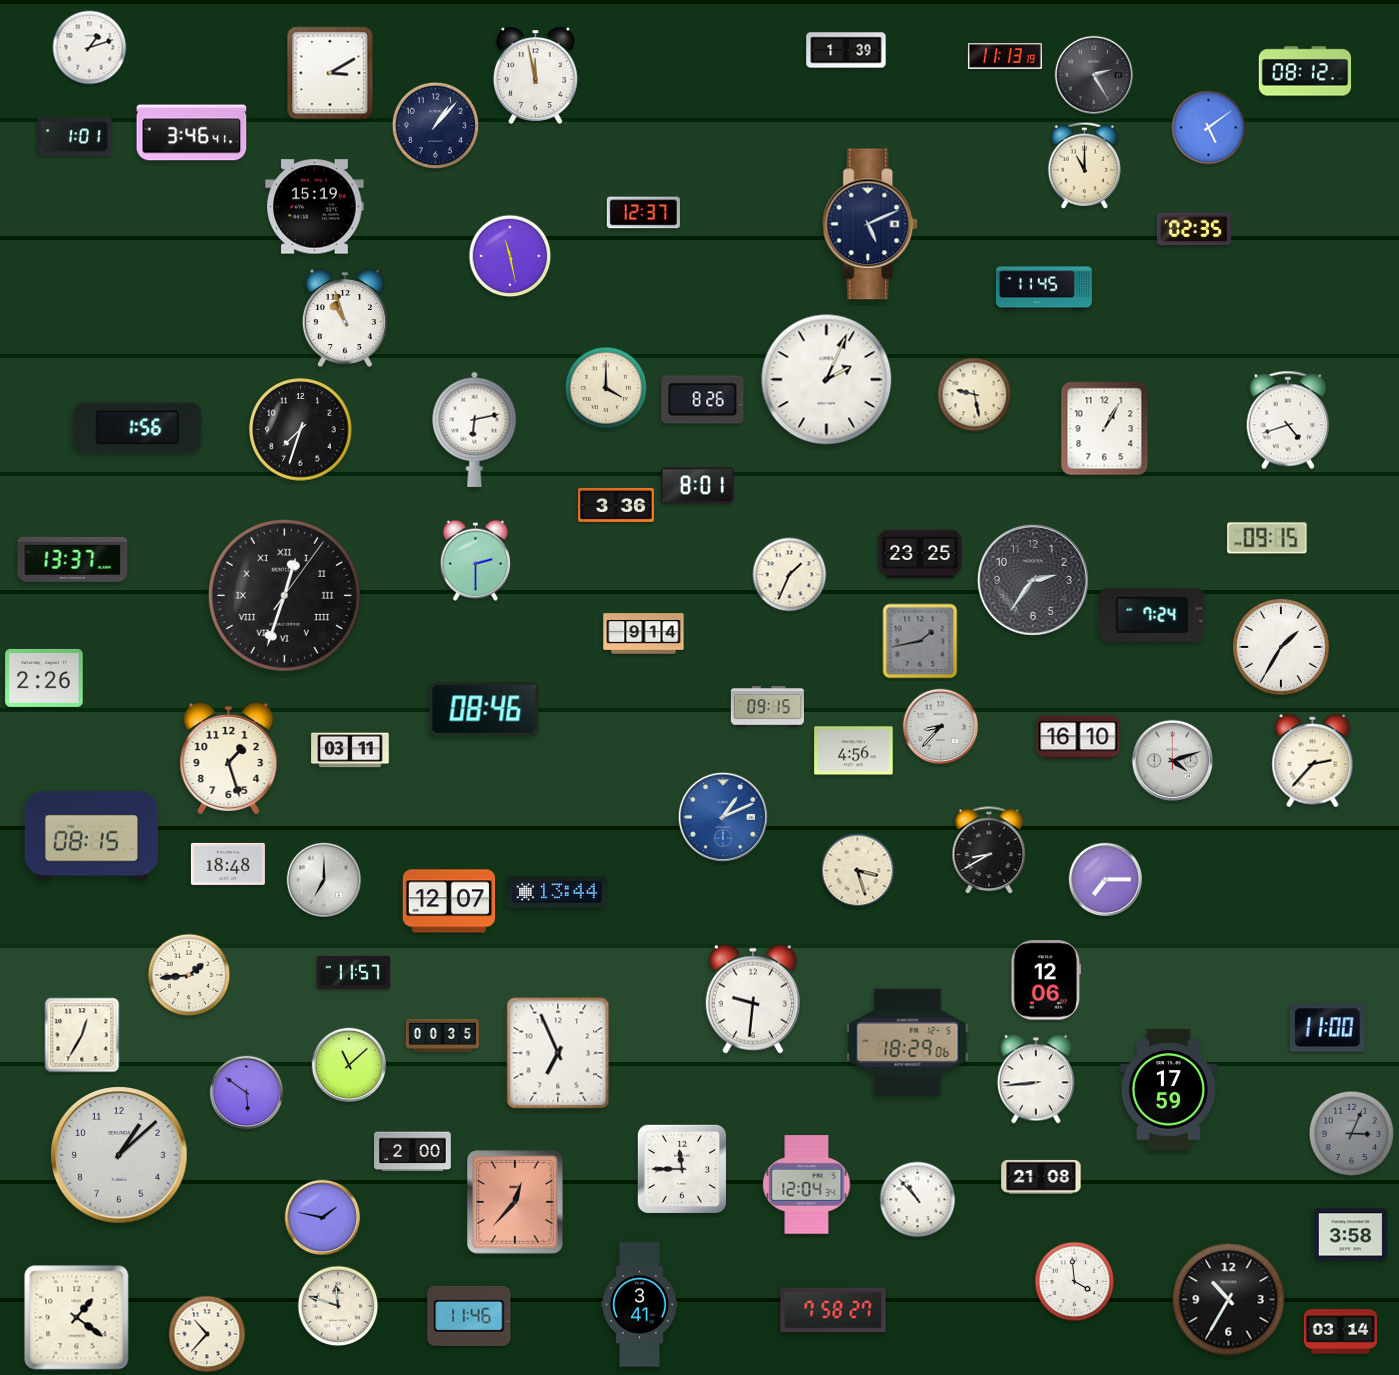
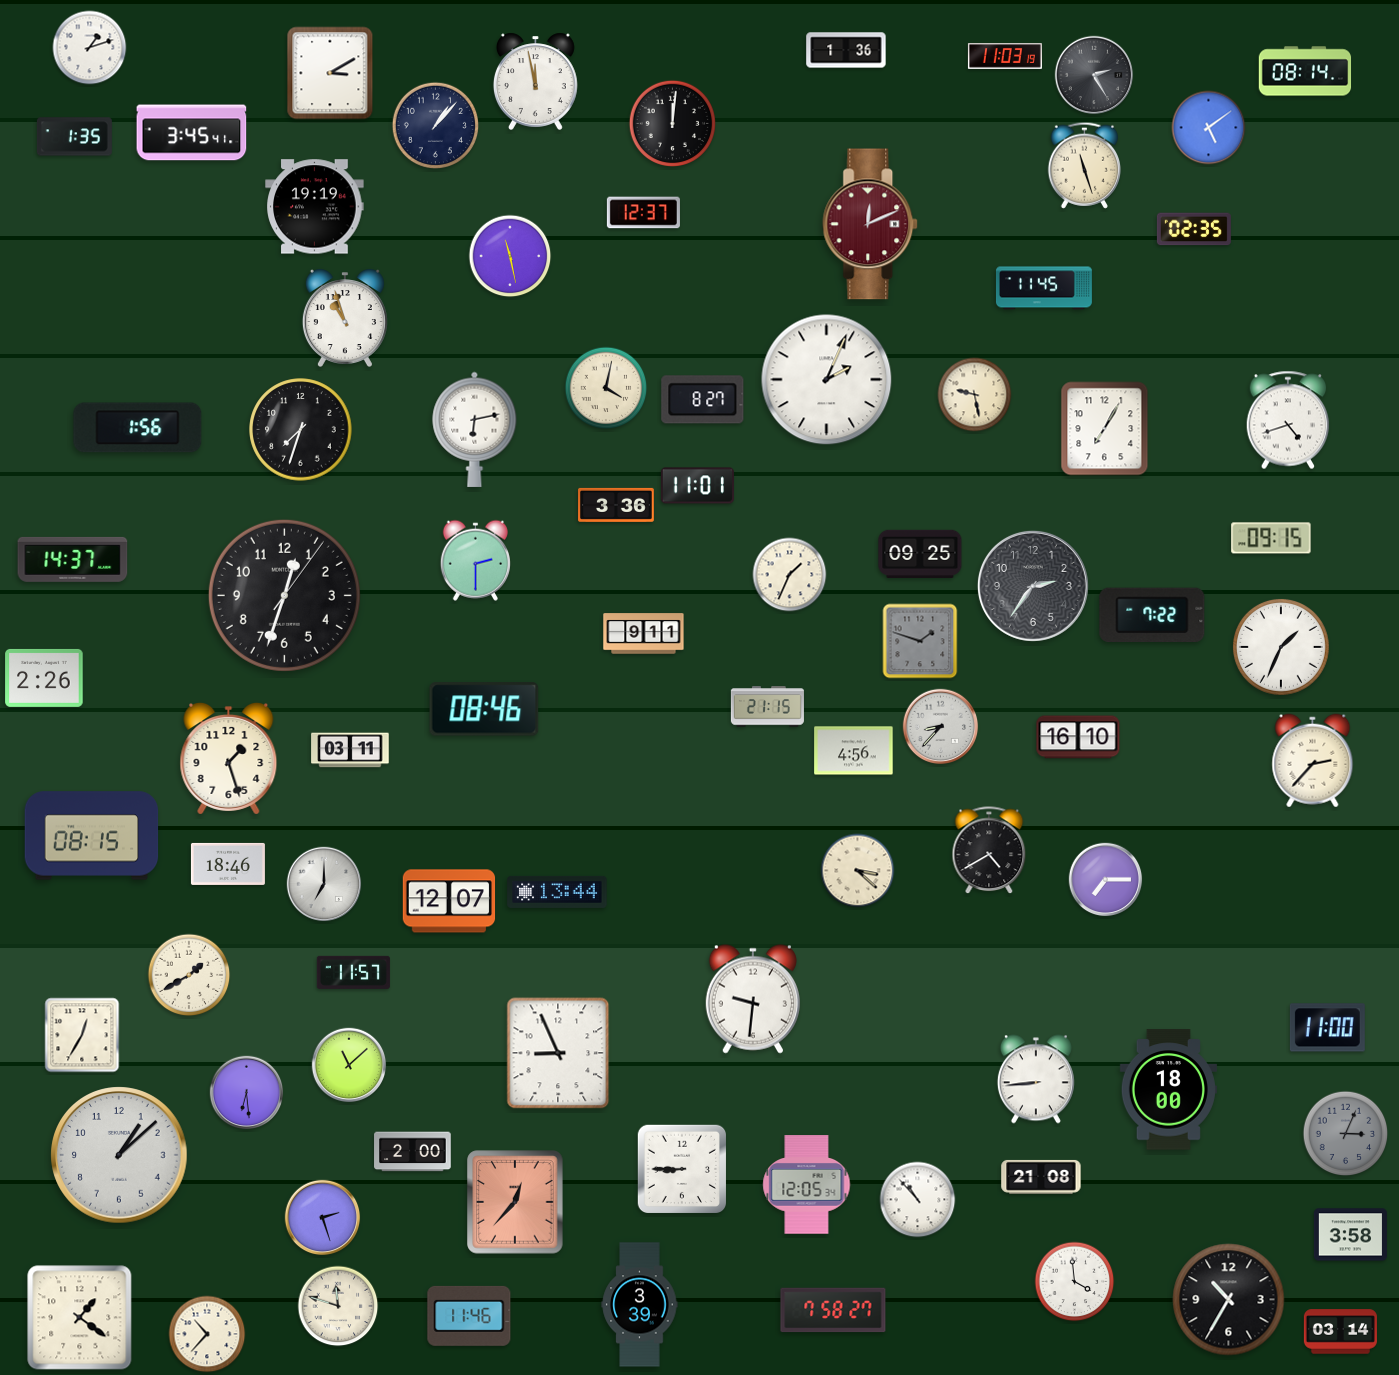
clock at (846, 50): 1:39 -> 1:36
clock at (1005, 56): 11:13 -> 11:03
clock at (1305, 71): 08:12 -> 08:14
clock at (535, 75) position: (535, 75) -> (535, 81)
clock at (672, 123): none -> 12:01
clock at (192, 133): 3:46 -> 3:45
clock at (74, 137): 1:01 -> 1:35
clock at (1084, 165): 11:00 -> 11:27
clock at (315, 207): 15:19 -> 19:19
clock at (871, 224): 5:11 -> 12:11
clock at (871, 224) dial: navy -> burgundy
clock at (606, 388): 4:00 -> 4:02
clock at (703, 400): 8:26 -> 8:27
clock at (1105, 429): 1:05 -> 7:05
clock at (697, 486): 8:01 -> 11:01
clock at (1267, 538) position: (1267, 538) -> (1271, 538)
clock at (920, 554): 23:25 -> 09:25
clock at (73, 559): 13:37 -> 14:37
clock at (1033, 580) position: (1033, 580) -> (1033, 586)
clock at (284, 595) numerals: Roman -> Arabic
clock at (1152, 614): 7:24 -> 7:22
clock at (644, 634): 9:14 -> 9:11
clock at (920, 641): 1:43 -> 1:48
clock at (1281, 647): 1:35 -> 1:34
clock at (767, 707): 09:15 -> 21:15
clock at (1172, 760): 4:12 -> none
clock at (723, 817): 1:11 -> none
clock at (989, 851): 8:40 -> 4:40
clock at (228, 864): 18:48 -> 18:46
clock at (858, 871): 3:27 -> 3:22
clock at (324, 880) position: (324, 880) -> (324, 884)
clock at (189, 975): 1:44 -> 1:40
clock at (1046, 980): 12:06 -> none
clock at (442, 1036): 00:35 -> none
clock at (908, 1043): 18:29 -> none
clock at (558, 1053): 6:56 -> 8:56
clock at (1168, 1090): 17:59 -> 18:00
clock at (247, 1093): 5:51 -> 6:29
clock at (1352, 1134) position: (1352, 1134) -> (1346, 1134)
clock at (681, 1168): 11:45 -> 8:45
clock at (807, 1185): 12:04 -> 12:05
clock at (323, 1218): 1:47 -> 2:27
clock at (640, 1305): 3:41 -> 3:39
clock at (77, 1318) position: (77, 1318) -> (80, 1318)
